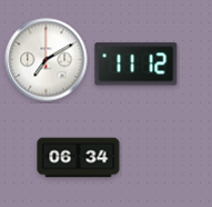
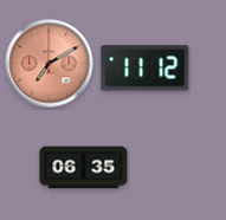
clock at (47, 60) dial: white -> salmon
clock at (79, 158): 06:34 -> 06:35
